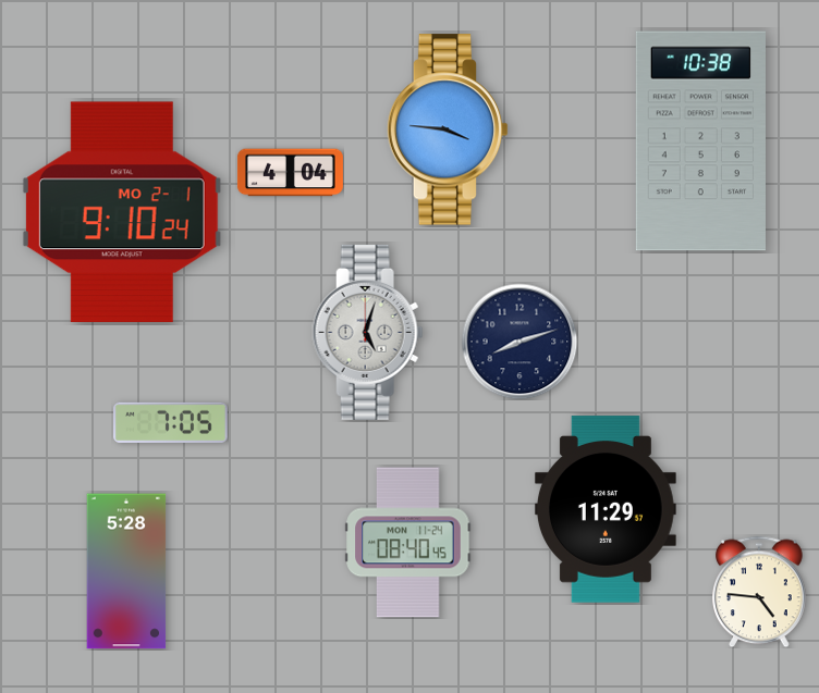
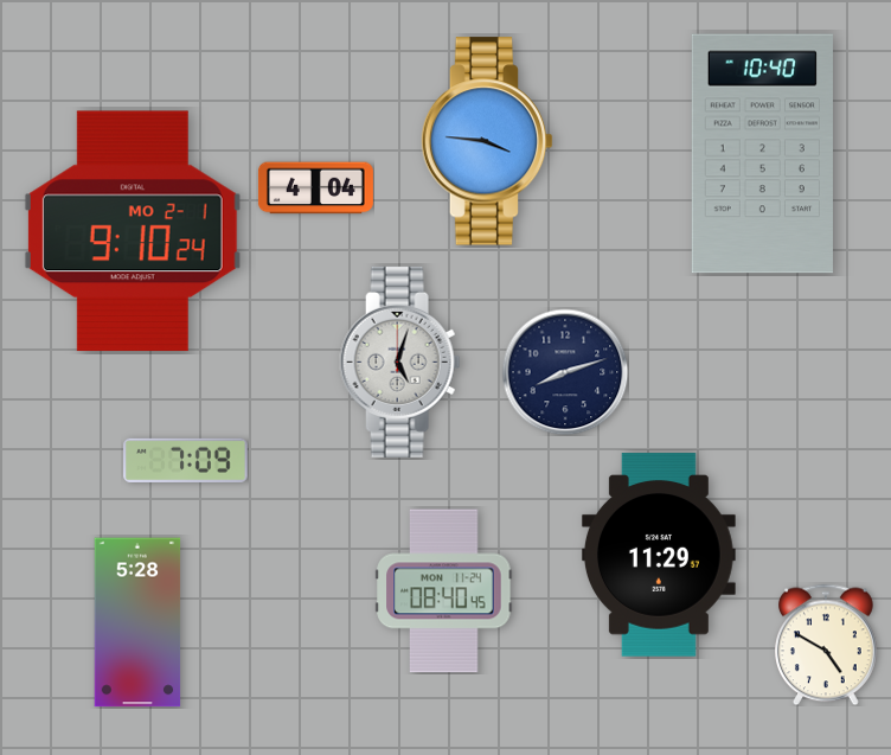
clock at (700, 141): 10:38 -> 10:40
clock at (171, 422): 7:05 -> 7:09
clock at (760, 592): 4:46 -> 4:50
